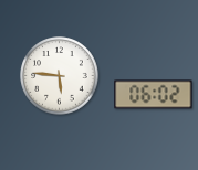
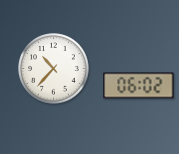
clock at (60, 76): 5:46 -> 10:37
